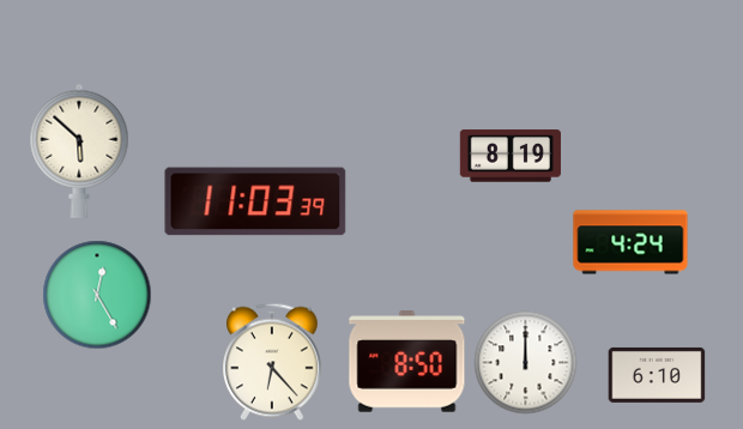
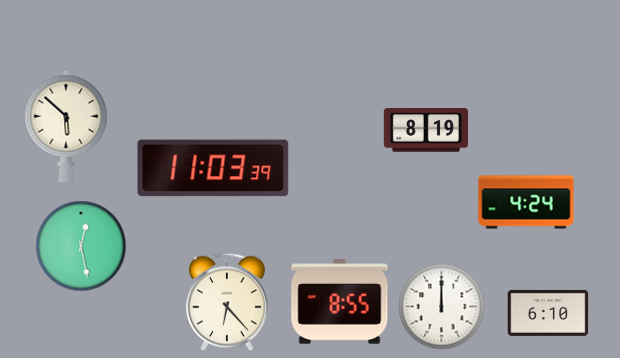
clock at (97, 295): 12:25 -> 12:28
clock at (407, 362): 8:50 -> 8:55
clock at (526, 363) position: (526, 363) -> (442, 307)
